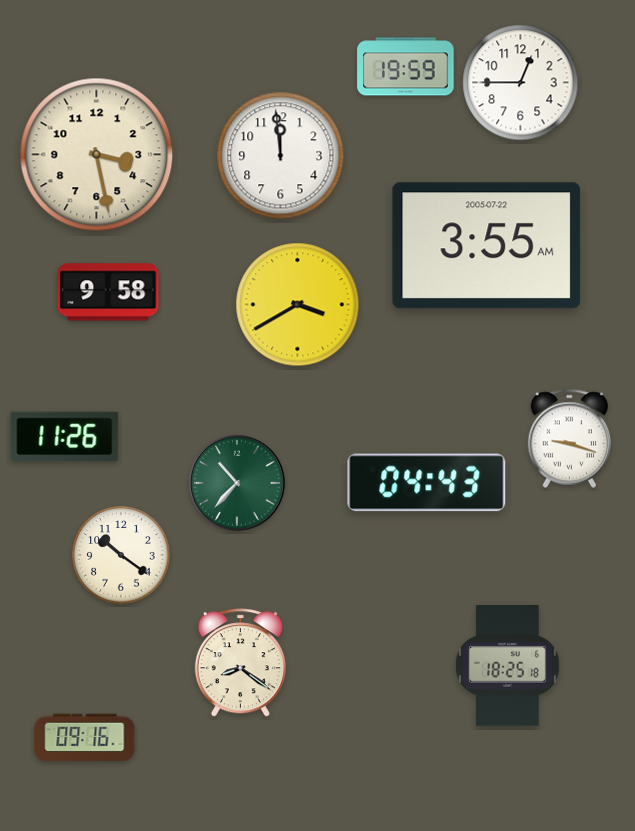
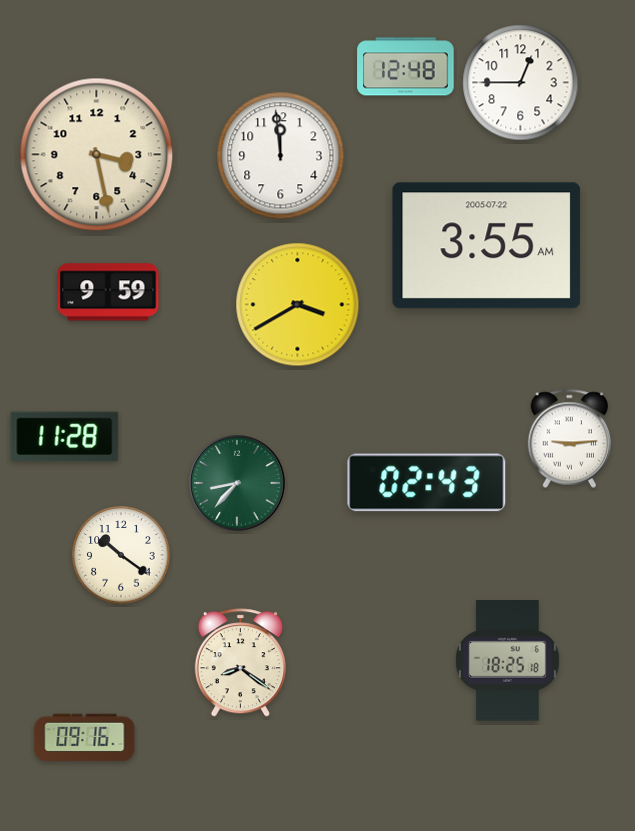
clock at (406, 67): 19:59 -> 12:48
clock at (108, 292): 9:58 -> 9:59
clock at (65, 437): 11:26 -> 11:28
clock at (570, 439): 9:18 -> 9:14
clock at (427, 483): 04:43 -> 02:43
clock at (238, 484): 10:37 -> 8:37
clock at (507, 666) position: (507, 666) -> (507, 661)
